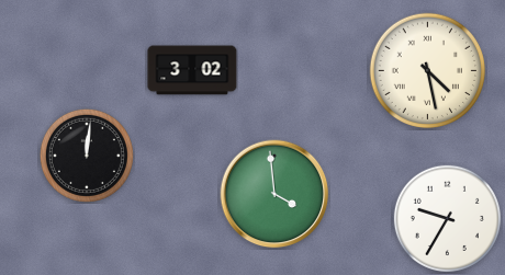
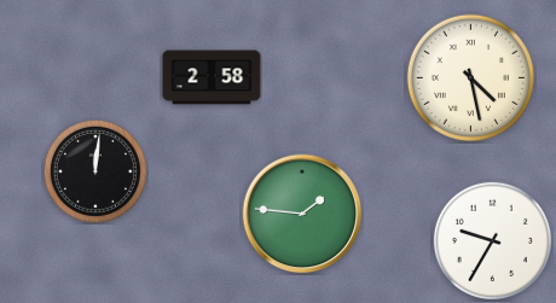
clock at (192, 70): 3:02 -> 2:58
clock at (274, 194): 3:59 -> 1:46
